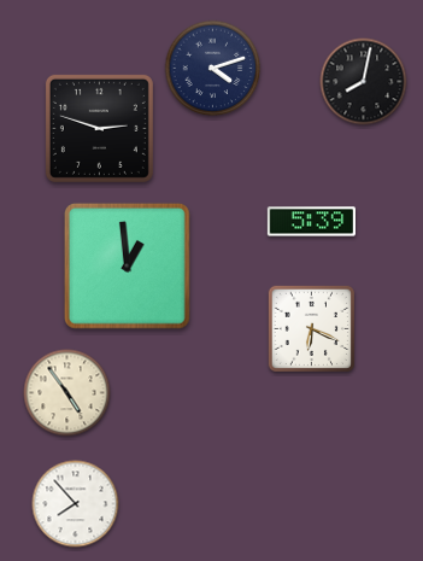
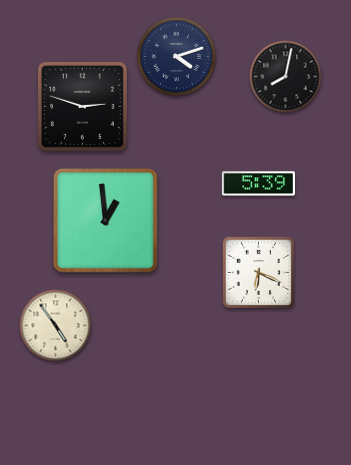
clock at (364, 82) position: (364, 82) -> (286, 77)
clock at (76, 504): 7:53 -> none
